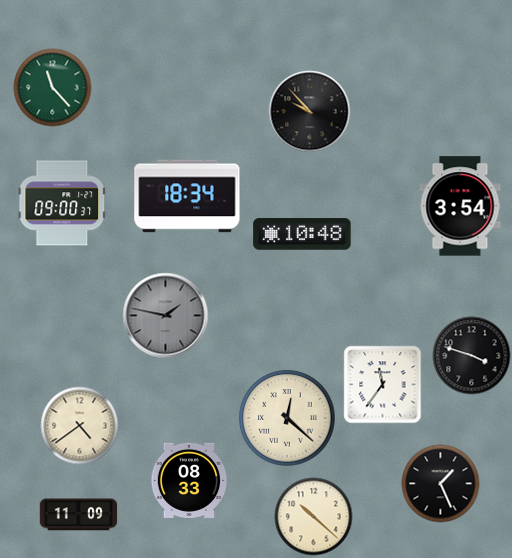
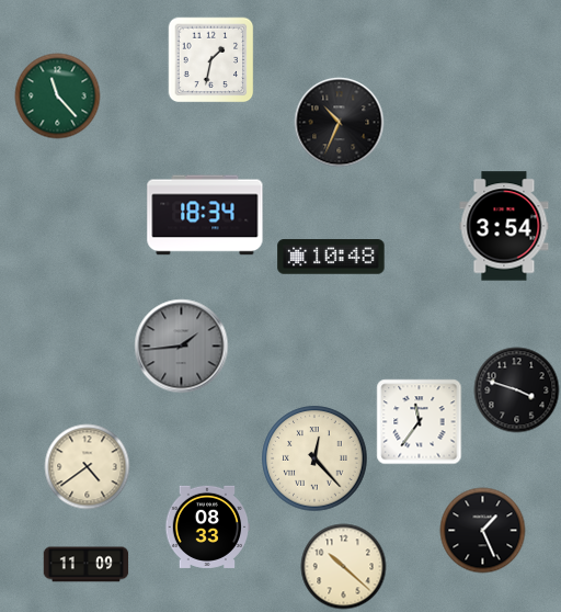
clock at (210, 59): none -> 1:32
clock at (309, 111): 9:53 -> 10:34
clock at (62, 203): 09:00 -> none
clock at (165, 315): 1:47 -> 1:44
clock at (287, 418): 12:22 -> 12:23
